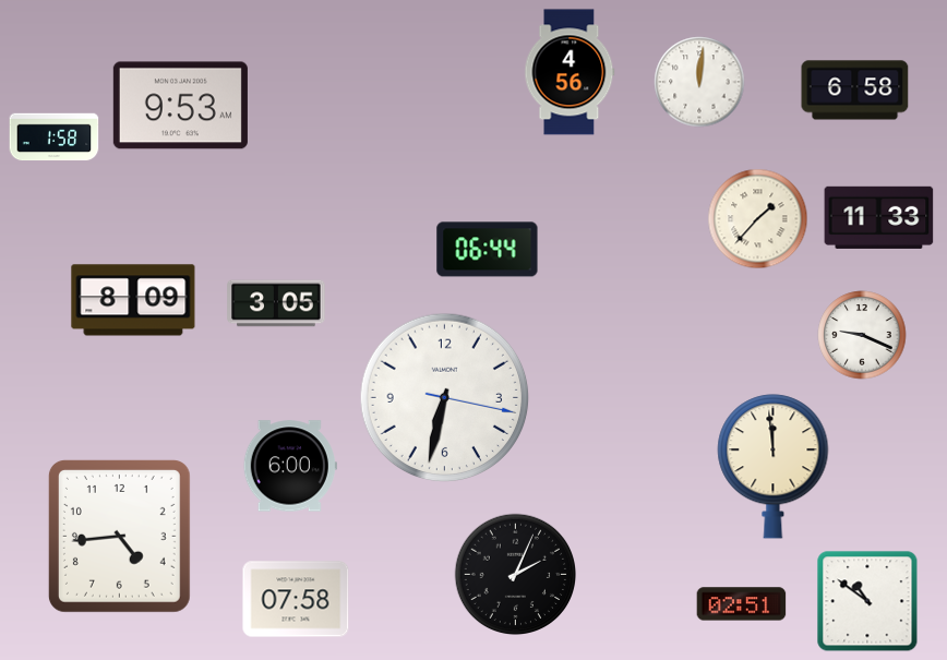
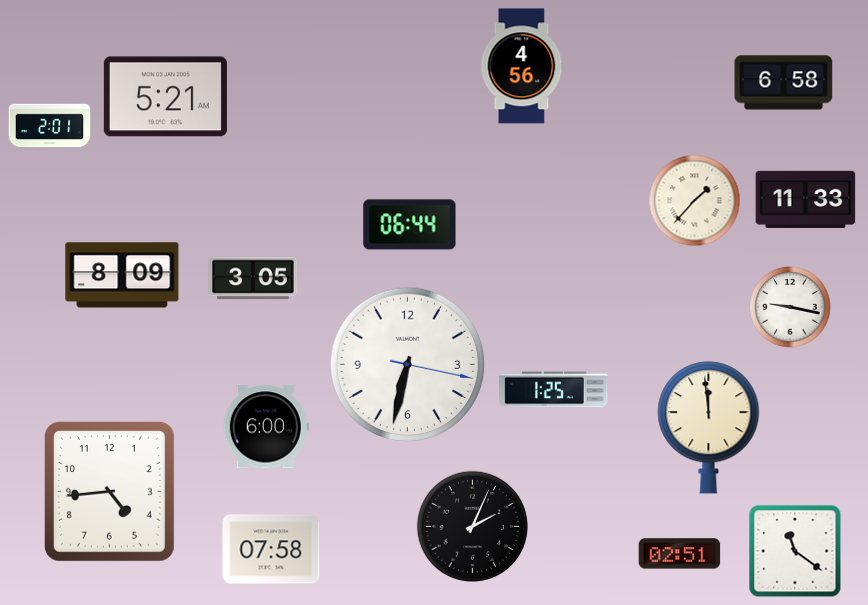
clock at (699, 82): 12:01 -> none
clock at (180, 106): 9:53 -> 5:21
clock at (55, 137): 1:58 -> 2:01
clock at (488, 250) position: (488, 250) -> (410, 225)
clock at (862, 335): 9:19 -> 9:17
clock at (554, 390): none -> 1:25
clock at (867, 601): 10:51 -> 11:21
